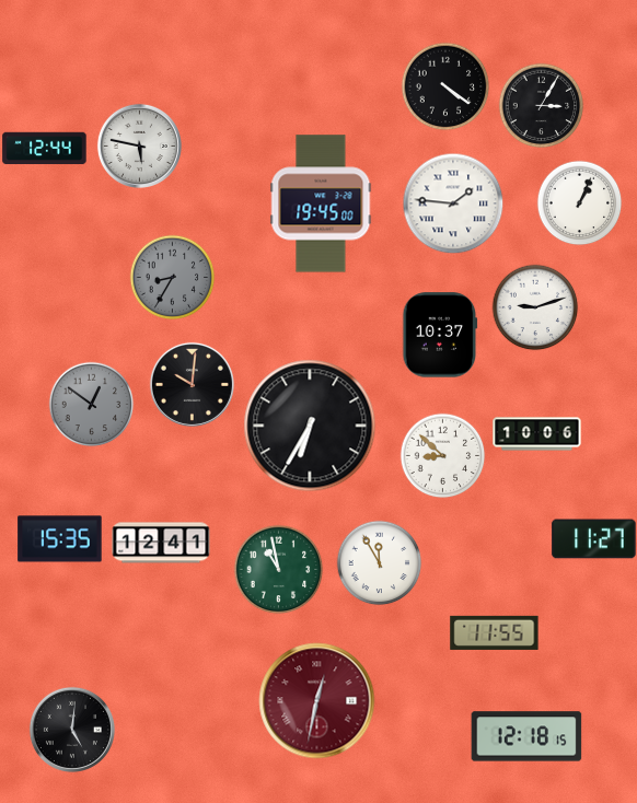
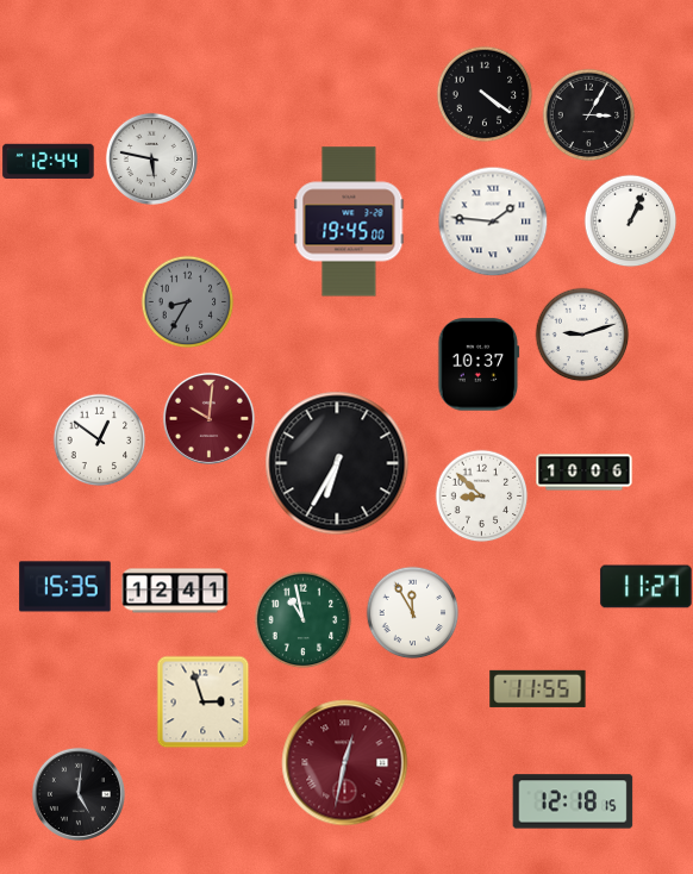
clock at (192, 384) dial: black -> burgundy
clock at (91, 404) dial: grey -> white
clock at (202, 701): none -> 2:57
